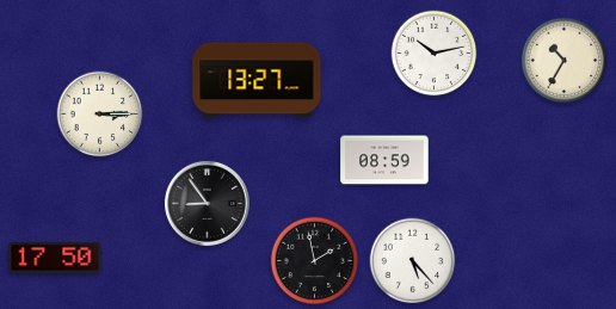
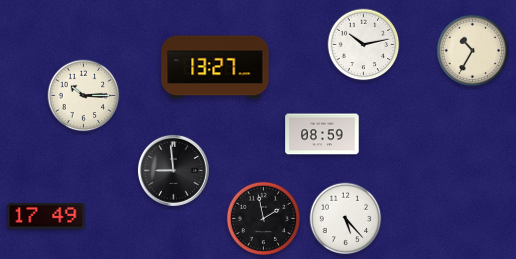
clock at (100, 115): 3:15 -> 10:15
clock at (207, 203): 8:54 -> 8:59
clock at (55, 258): 17:50 -> 17:49
